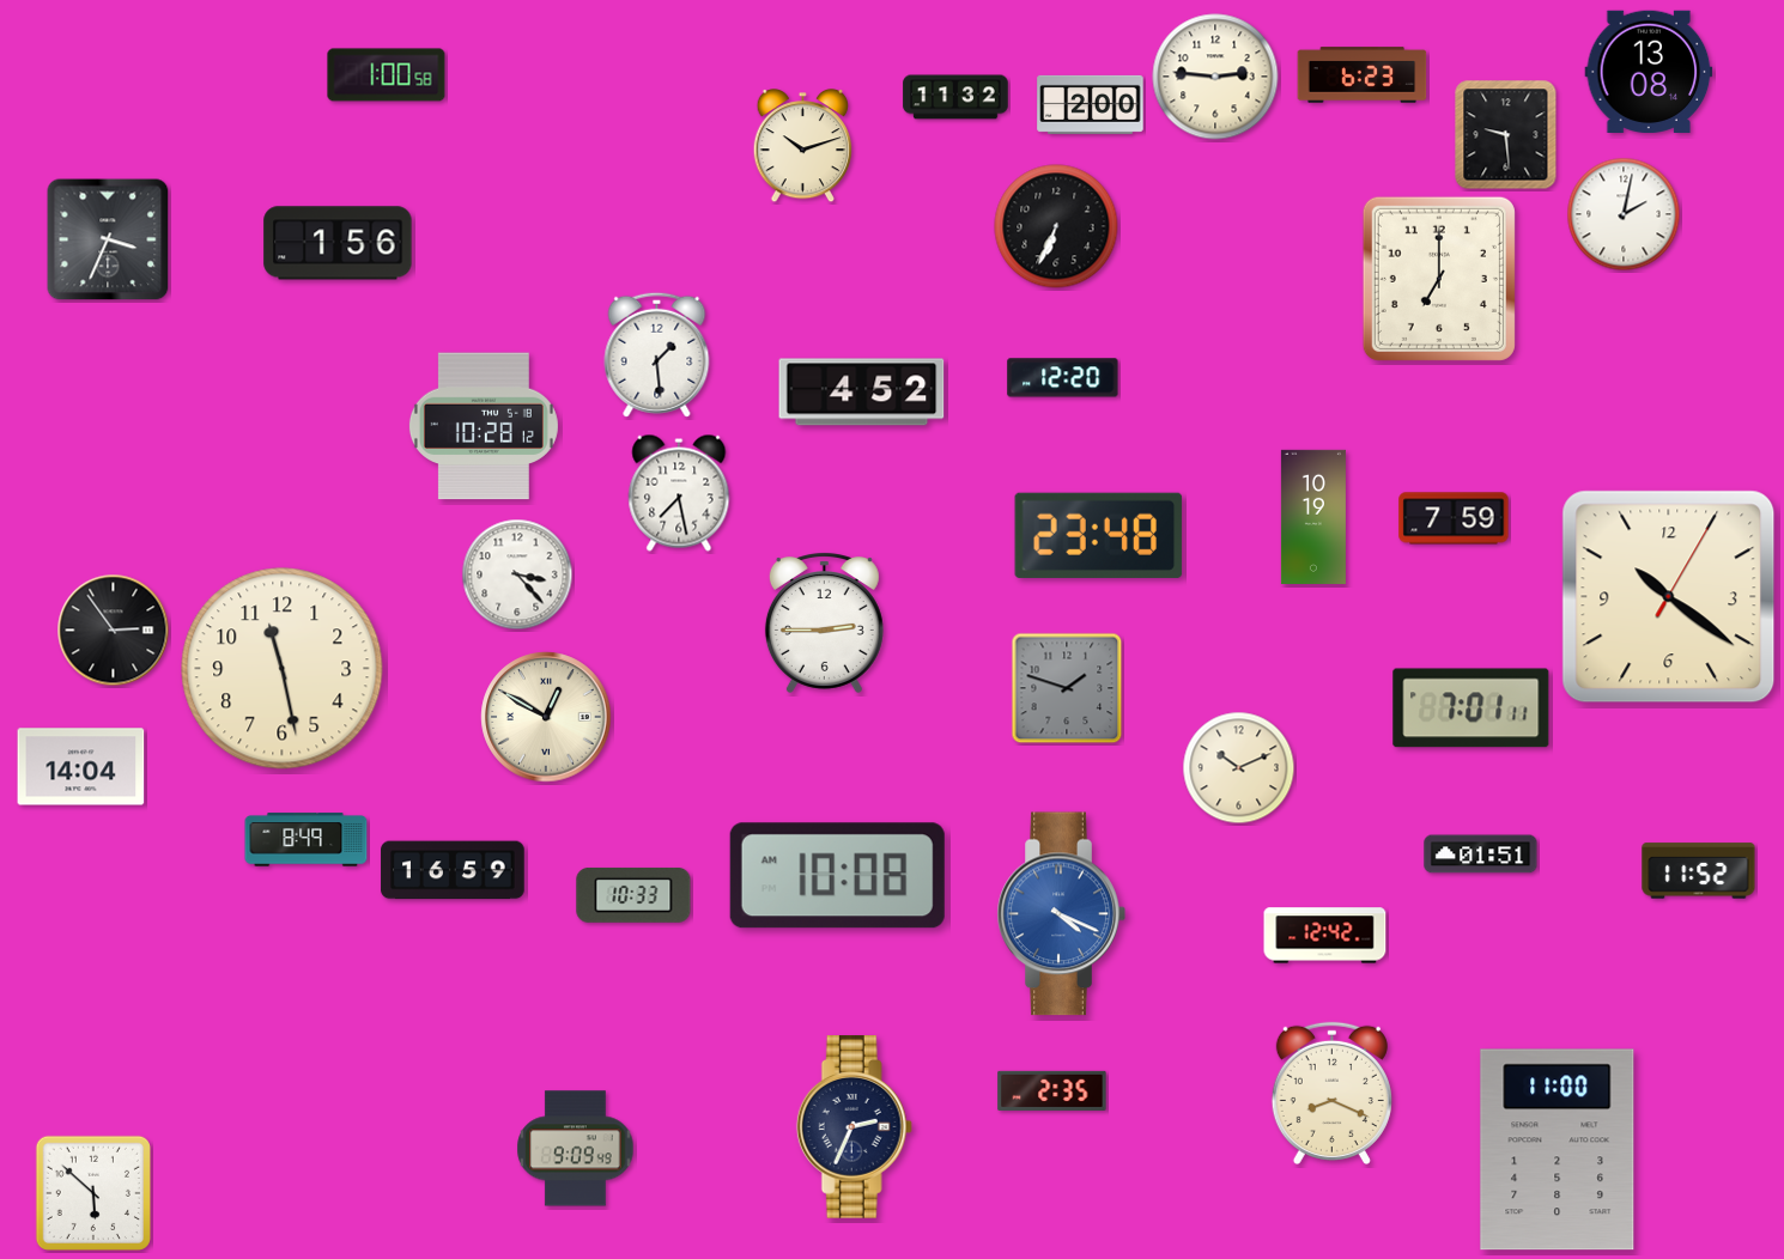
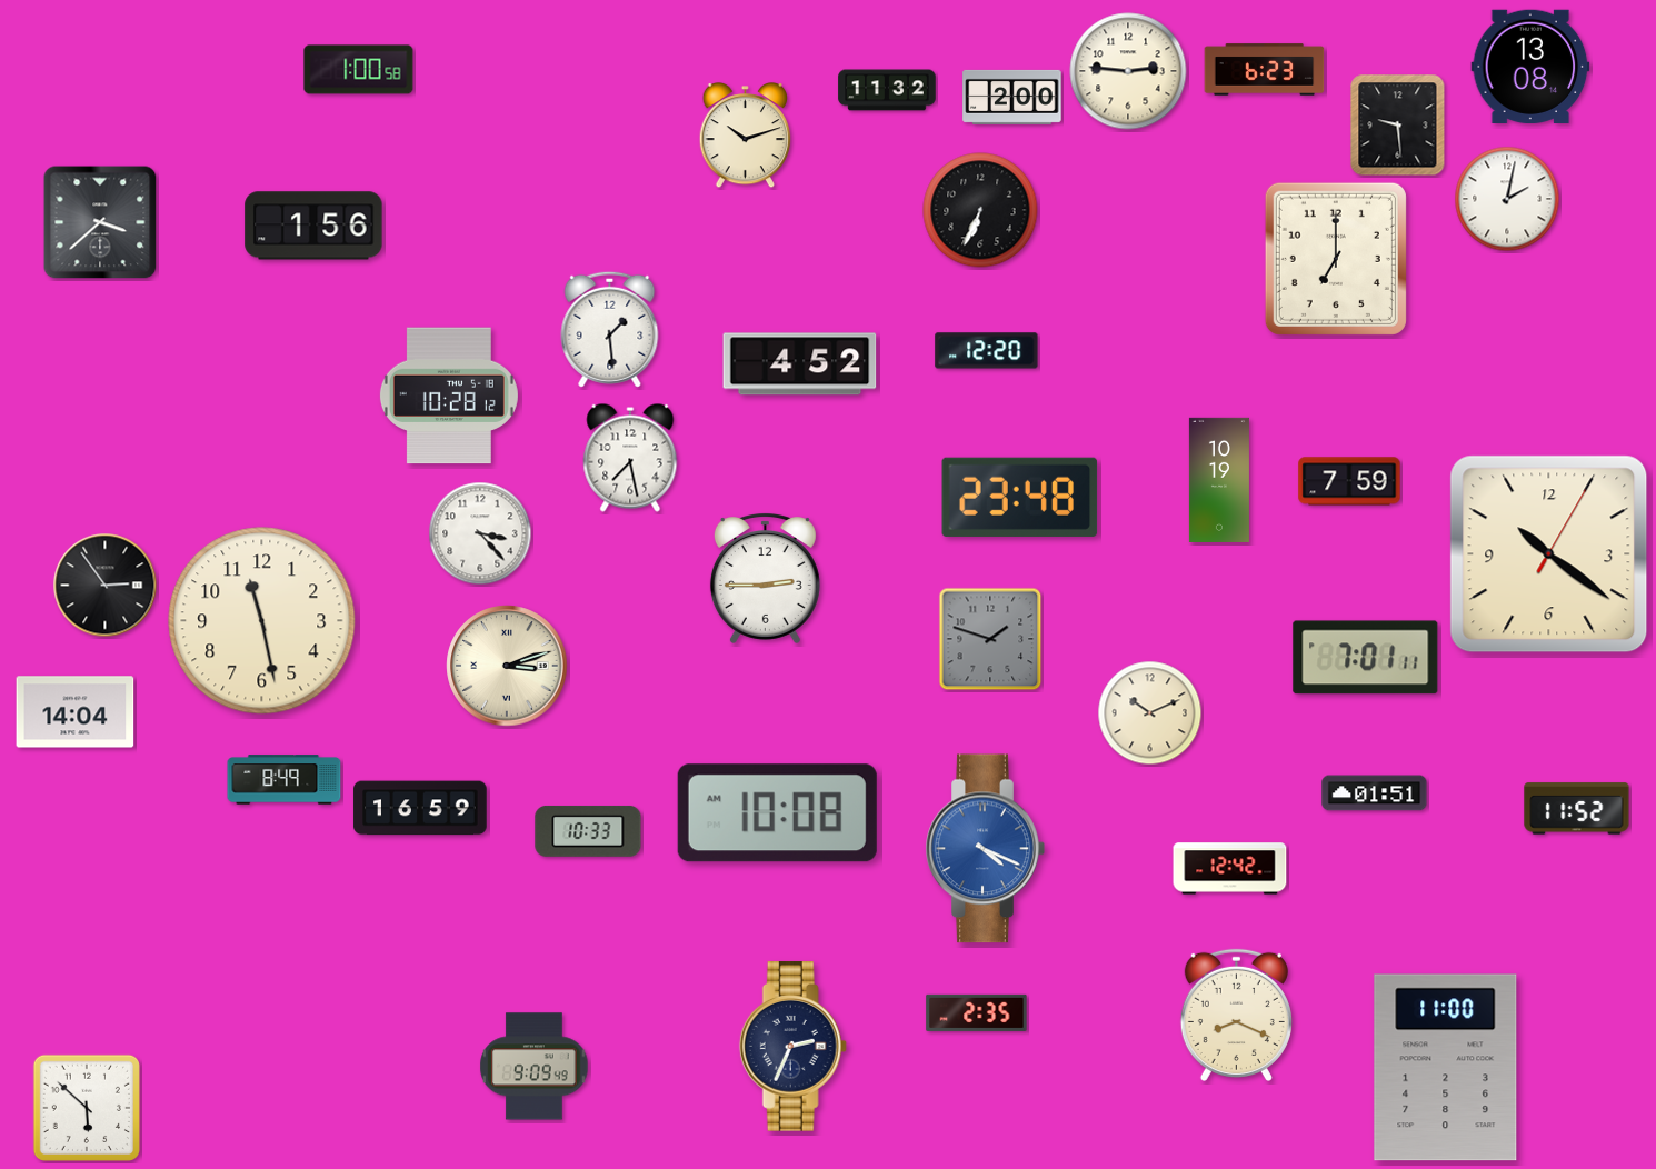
clock at (108, 239): 3:34 -> 3:38
clock at (546, 717): 12:50 -> 3:12
